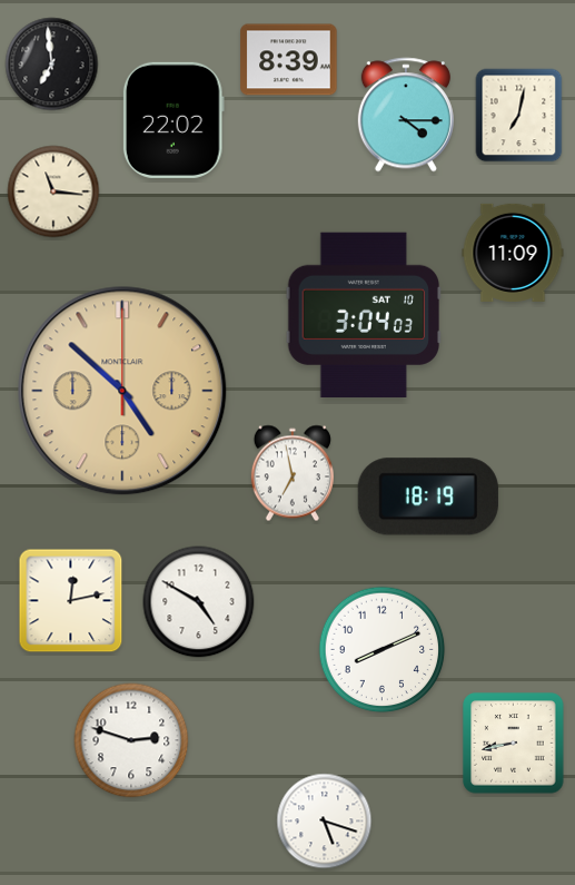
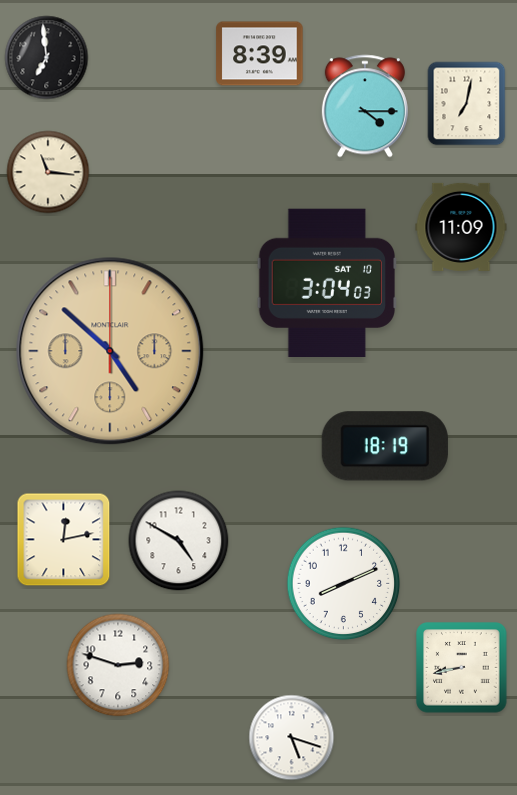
clock at (406, 115) position: (406, 115) -> (365, 106)
clock at (174, 120): 22:02 -> none
clock at (293, 473): 6:58 -> none
